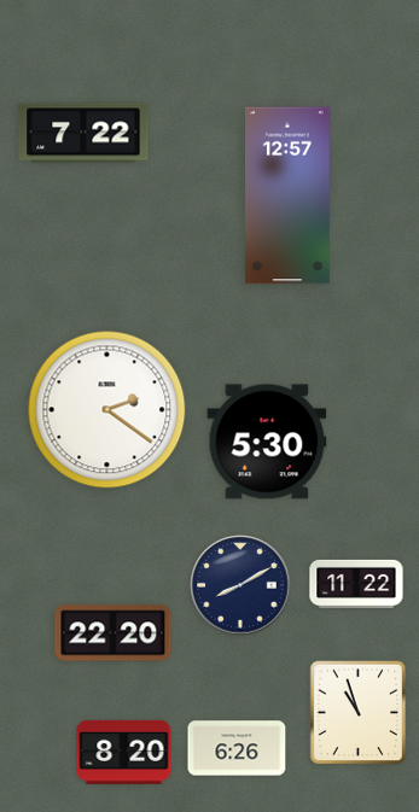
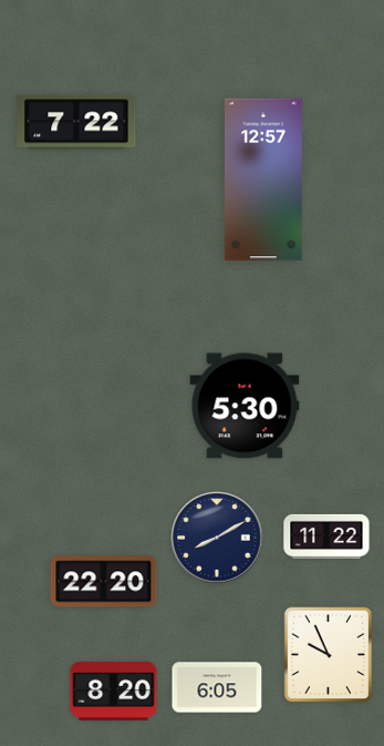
clock at (107, 410): 2:21 -> none
clock at (240, 585) position: (240, 585) -> (217, 538)
clock at (359, 713): 10:57 -> 9:56
clock at (237, 748): 6:26 -> 6:05
